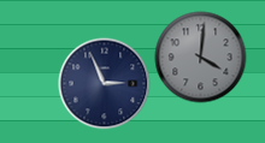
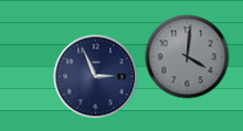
clock at (201, 58) position: (201, 58) -> (188, 57)
